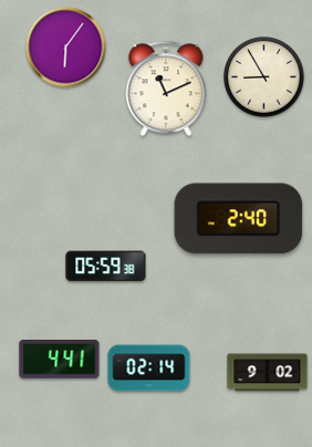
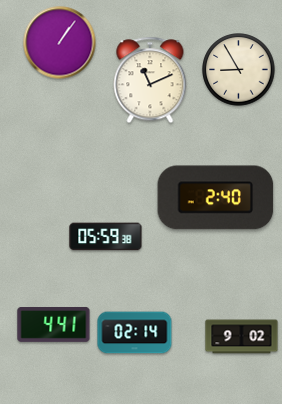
clock at (66, 48): 6:06 -> 1:06
clock at (106, 267) position: (106, 267) -> (106, 237)
